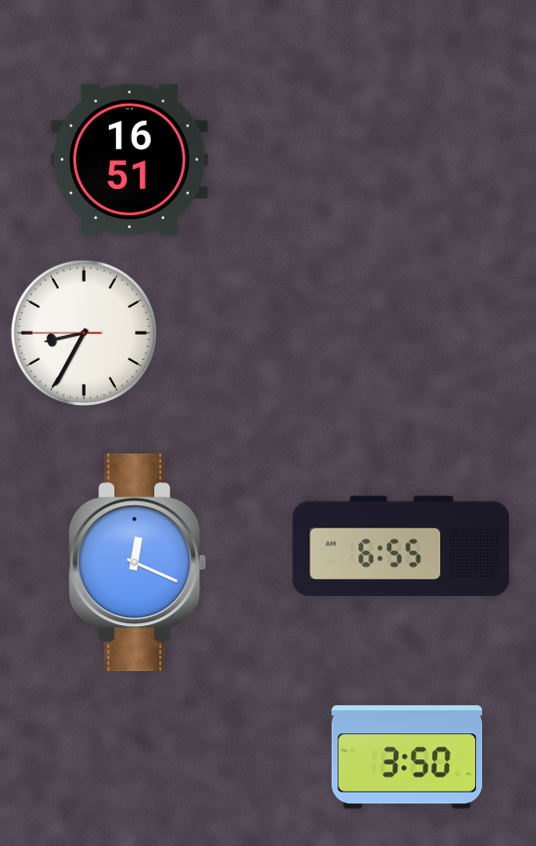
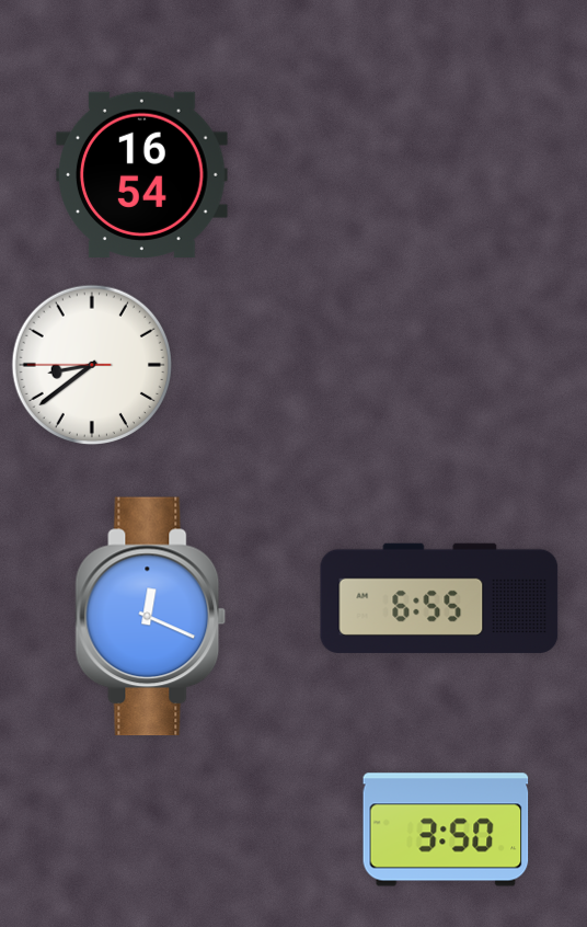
clock at (130, 159): 16:51 -> 16:54
clock at (84, 333): 8:34 -> 8:38
